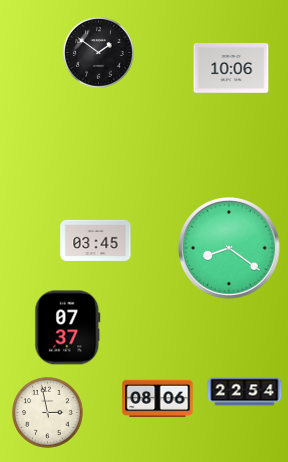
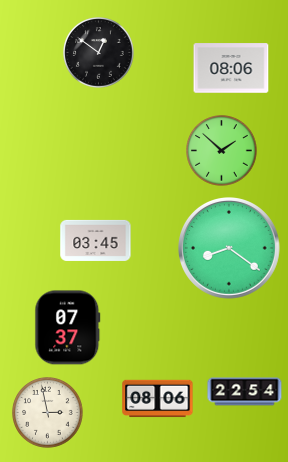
clock at (99, 53): 1:51 -> 12:51
clock at (231, 68): 10:06 -> 08:06
clock at (222, 151): none -> 1:52
